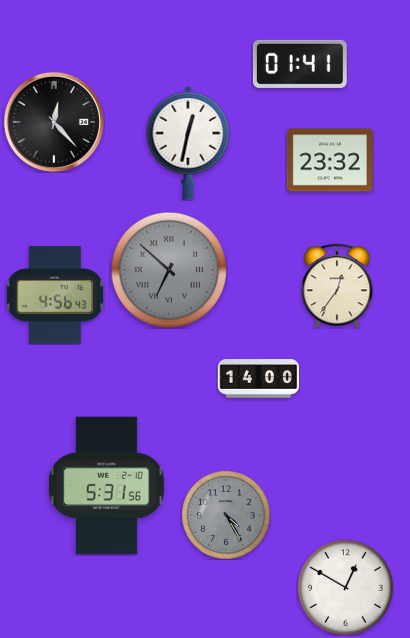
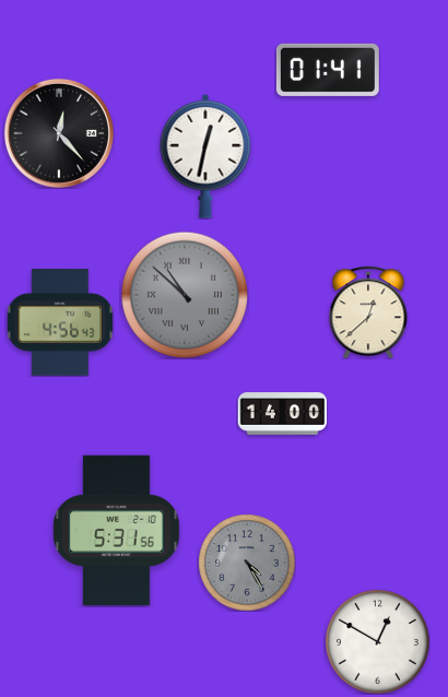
clock at (330, 160): 23:32 -> none
clock at (168, 269): 6:52 -> 10:52
clock at (337, 286): 12:36 -> 12:38
